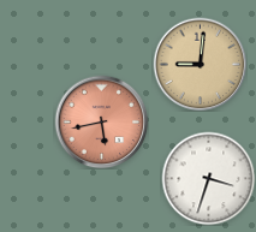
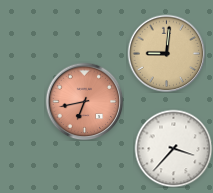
clock at (101, 121): 5:43 -> 6:43
clock at (208, 178): 3:33 -> 3:37
